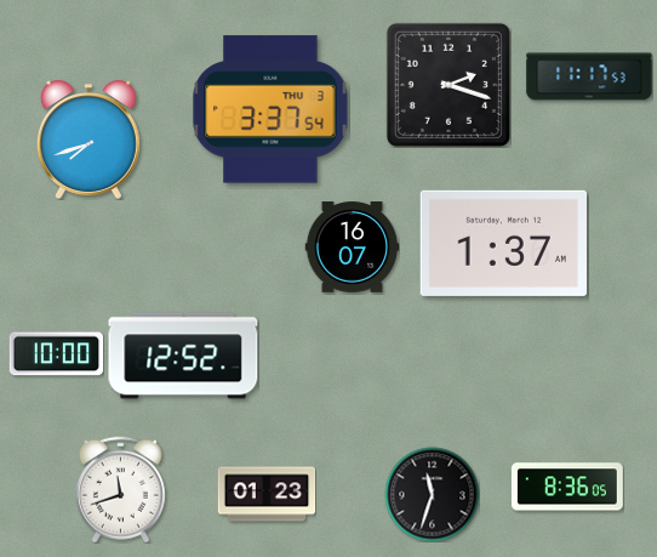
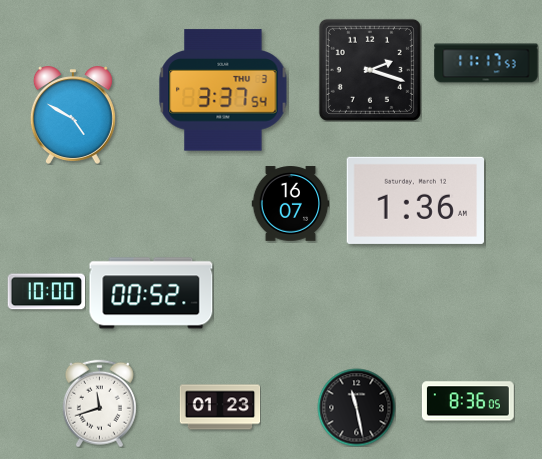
clock at (88, 140): 7:42 -> 4:50
clock at (503, 243): 1:37 -> 1:36
clock at (183, 356): 12:52 -> 00:52
clock at (432, 494): 11:33 -> 11:28
